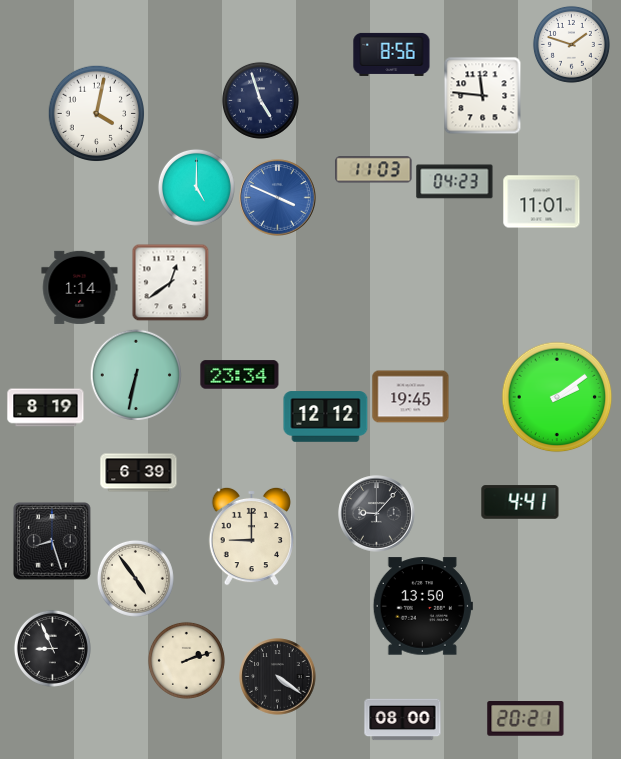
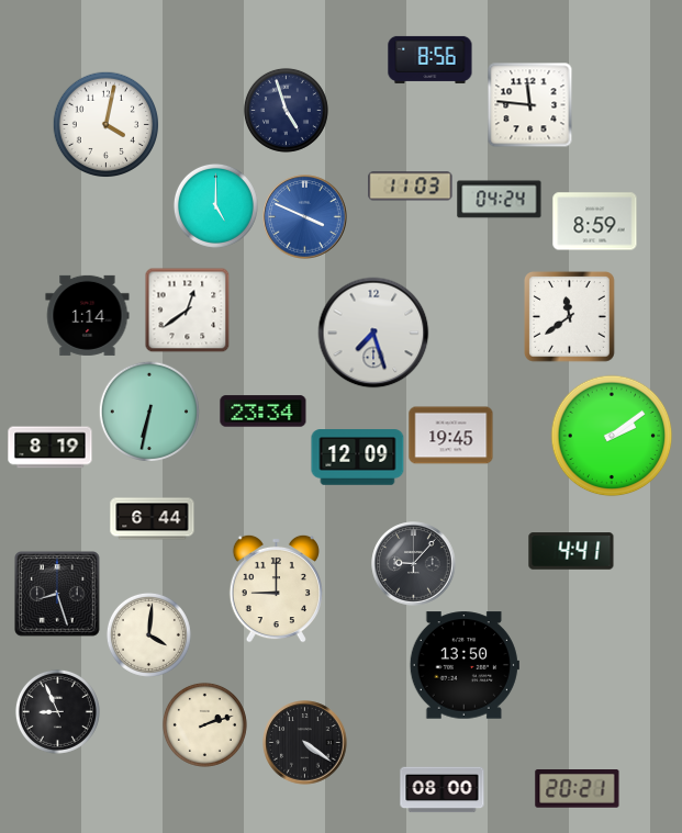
clock at (571, 44): 1:48 -> none
clock at (455, 182): 04:23 -> 04:24
clock at (542, 202): 11:01 -> 8:59
clock at (570, 317): none -> 11:39
clock at (373, 333): none -> 7:27
clock at (326, 417): 12:12 -> 12:09
clock at (139, 473): 6:39 -> 6:44
clock at (135, 578): 4:54 -> 4:01
